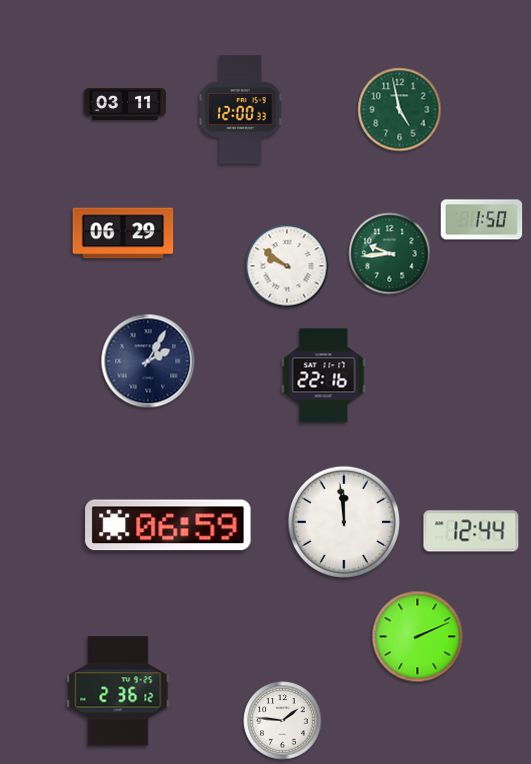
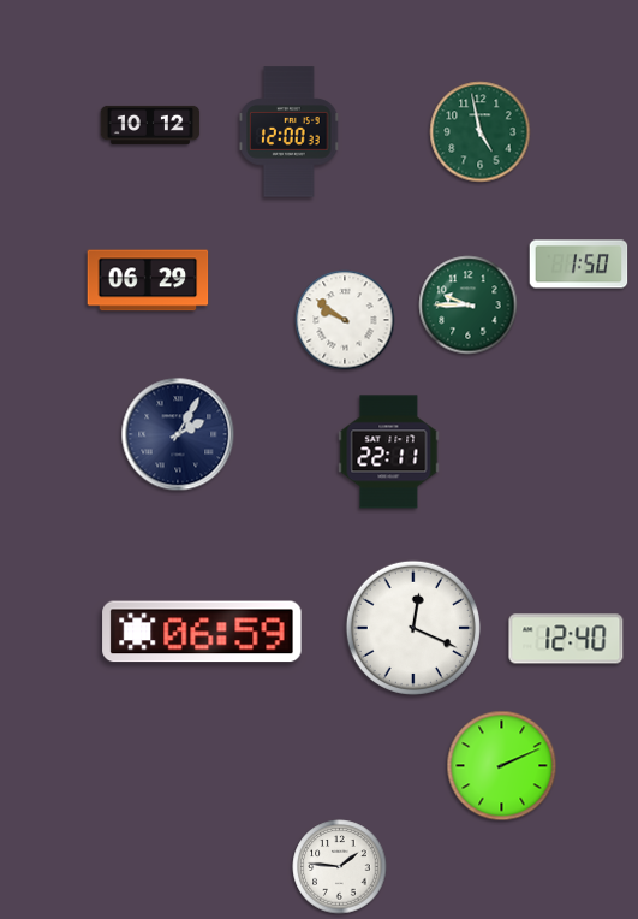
clock at (125, 104): 03:11 -> 10:12
clock at (390, 254): 9:44 -> 9:45
clock at (324, 376): 22:16 -> 22:11
clock at (344, 522): 11:59 -> 12:19
clock at (471, 531): 12:44 -> 12:40
clock at (118, 691): 2:36 -> none
